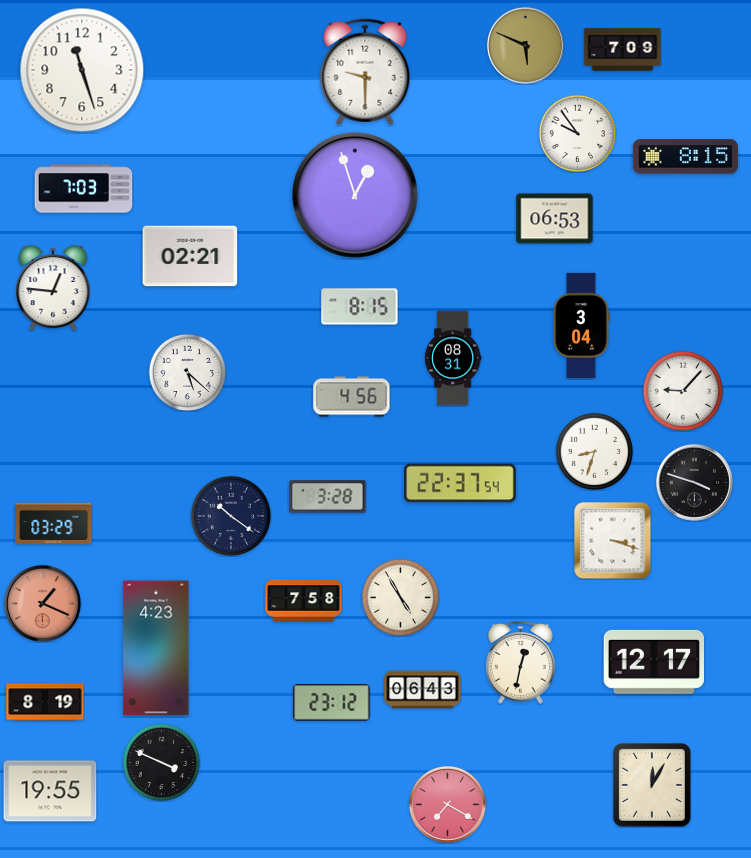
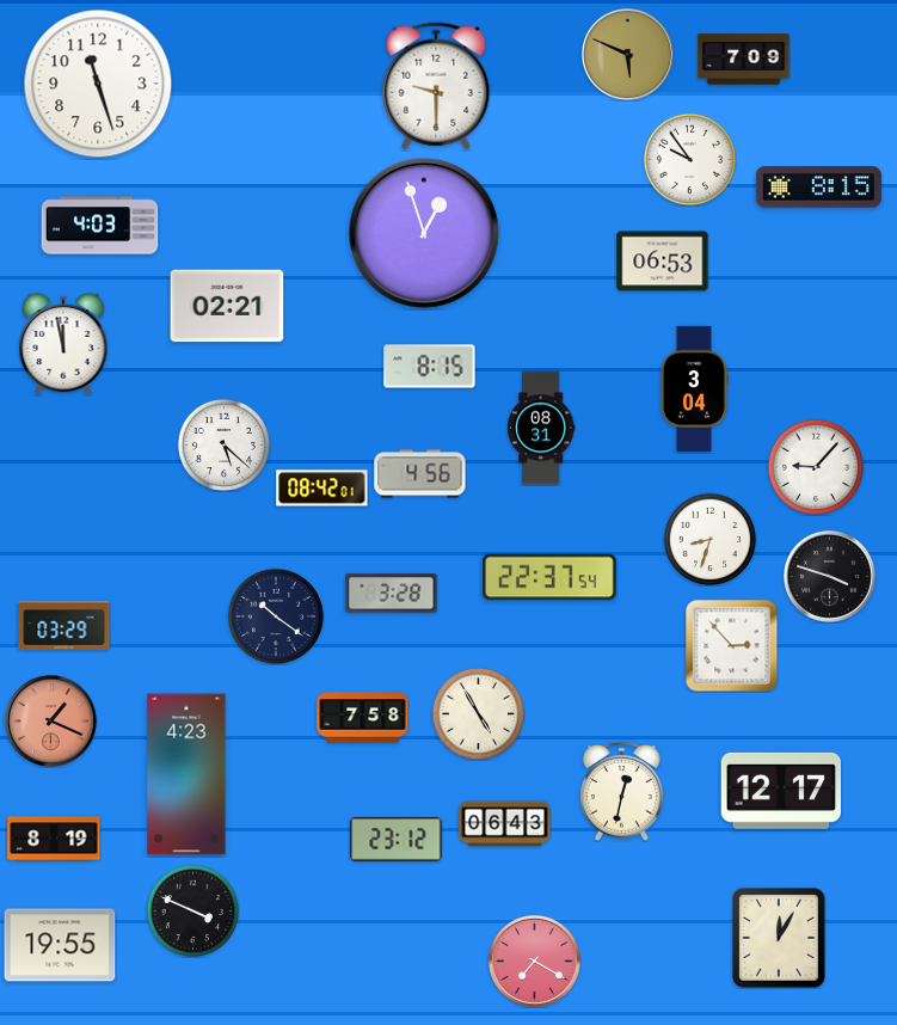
clock at (84, 189): 7:03 -> 4:03
clock at (53, 288): 12:46 -> 11:58
clock at (322, 489): none -> 08:42
clock at (612, 540): 3:18 -> 2:53
